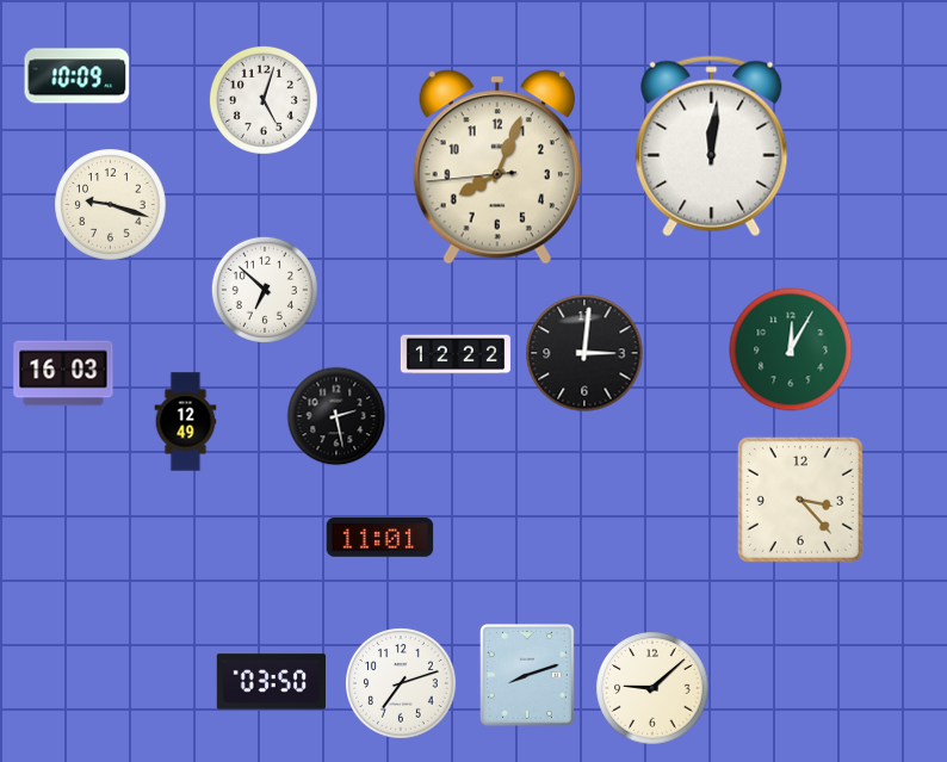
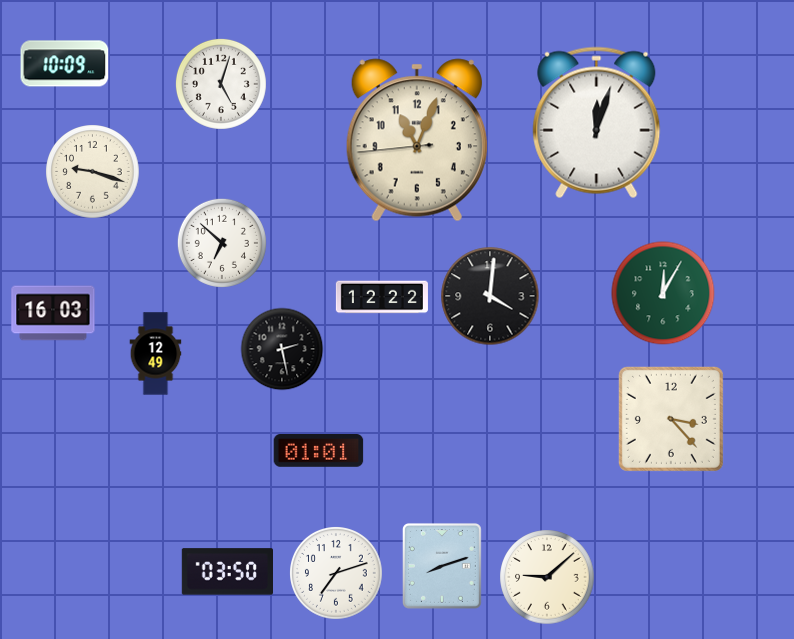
clock at (712, 147): 12:01 -> 12:03
clock at (497, 167): 8:03 -> 11:03
clock at (584, 353): 3:01 -> 4:01
clock at (380, 538): 11:01 -> 01:01
